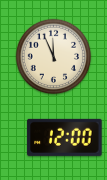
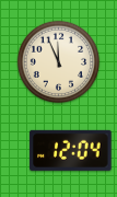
clock at (65, 137): 12:00 -> 12:04
